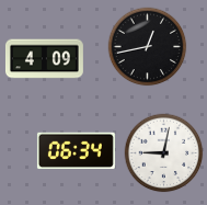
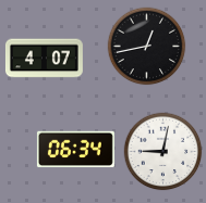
clock at (44, 59): 4:09 -> 4:07
